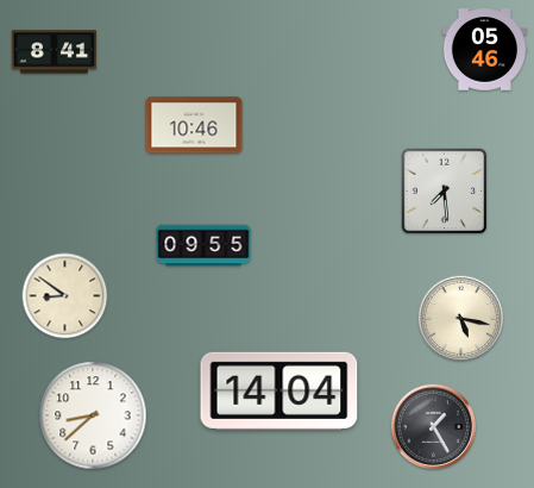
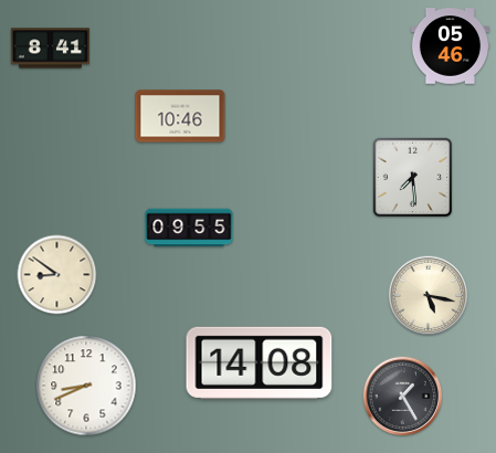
clock at (65, 296) position: (65, 296) -> (57, 275)
clock at (279, 390): 14:04 -> 14:08
clock at (93, 415): 8:38 -> 8:41
